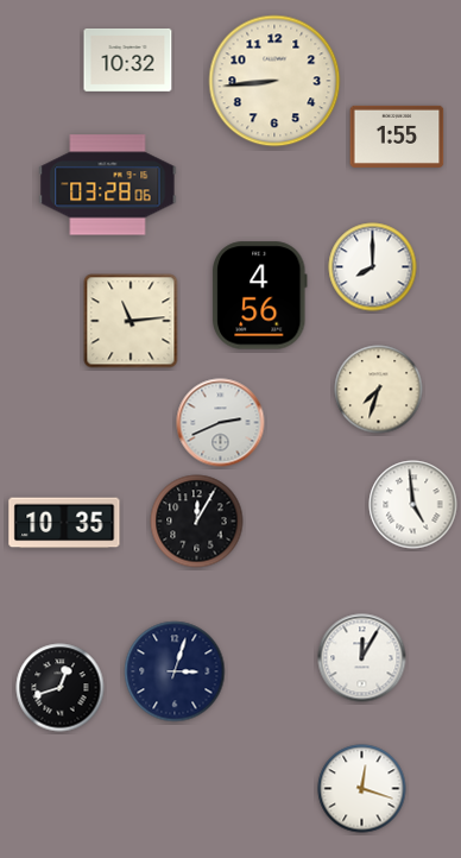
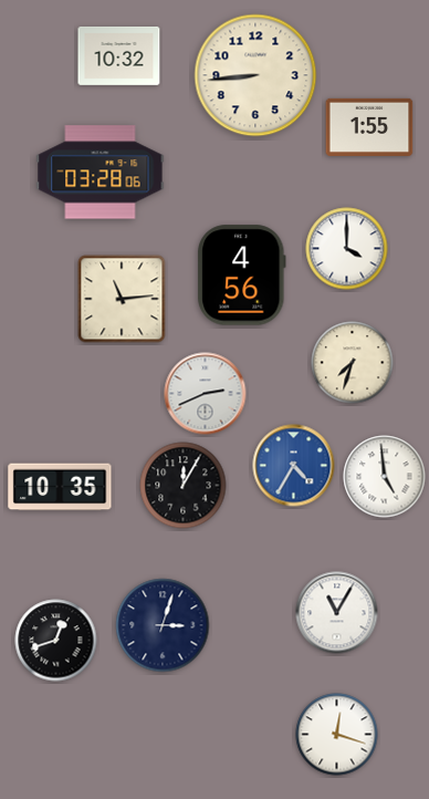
clock at (373, 267): 8:00 -> 4:00
clock at (294, 466): none -> 4:35
clock at (413, 505) position: (413, 505) -> (385, 477)
clock at (362, 658): 12:05 -> 11:05
